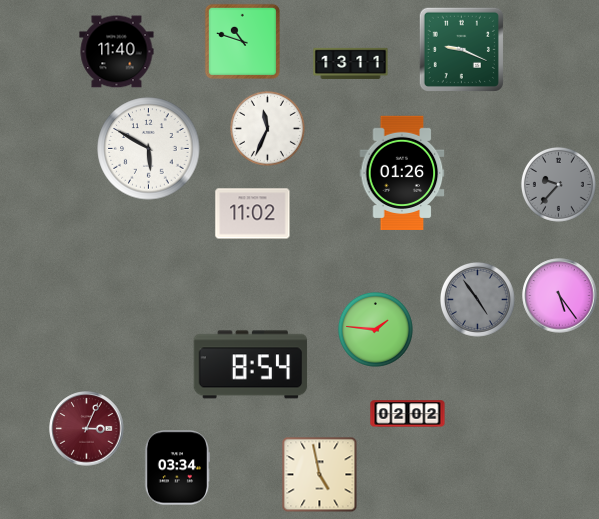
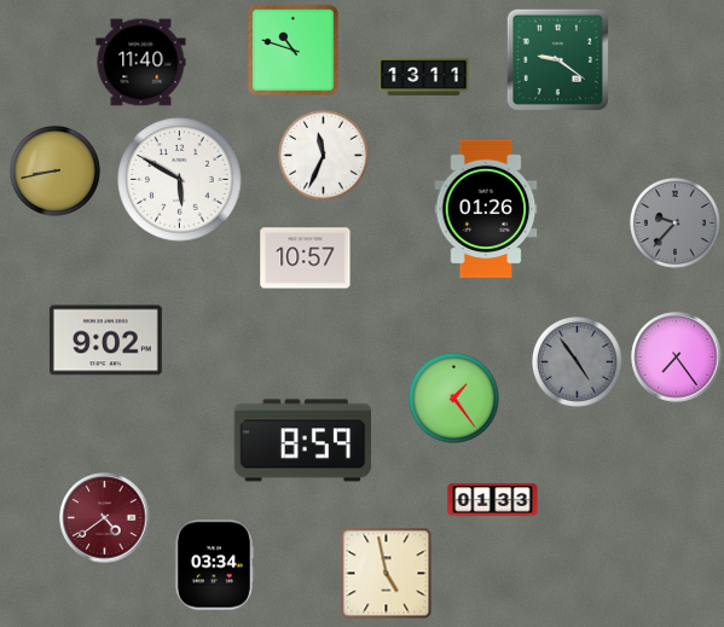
clock at (461, 49): 9:19 -> 9:21
clock at (54, 170): none -> 8:43
clock at (253, 214): 11:02 -> 10:57
clock at (105, 341): none -> 9:02
clock at (560, 296): 5:24 -> 7:24
clock at (375, 329): 1:46 -> 1:24
clock at (251, 365): 8:54 -> 8:59
clock at (408, 414): 02:02 -> 01:33
clock at (87, 429): 3:04 -> 4:39
